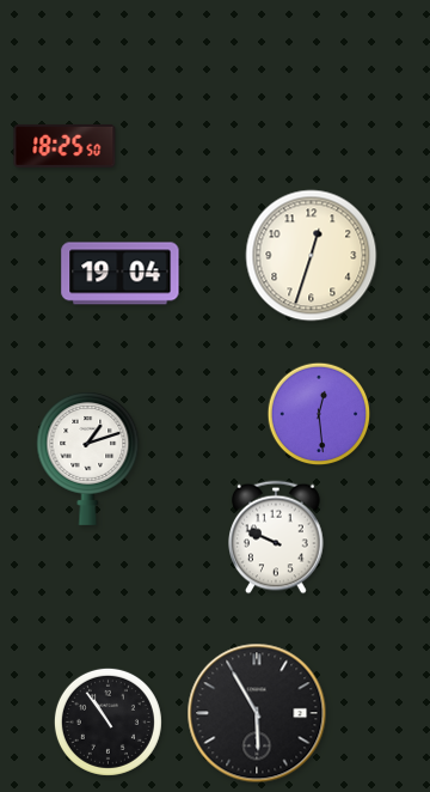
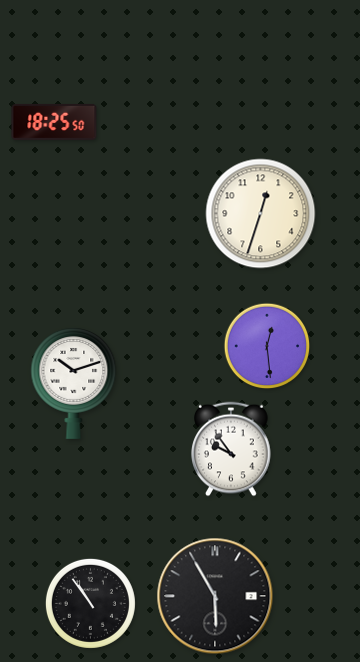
clock at (121, 274): 19:04 -> none
clock at (88, 458): 1:12 -> 10:12
clock at (277, 537): 9:49 -> 9:54
